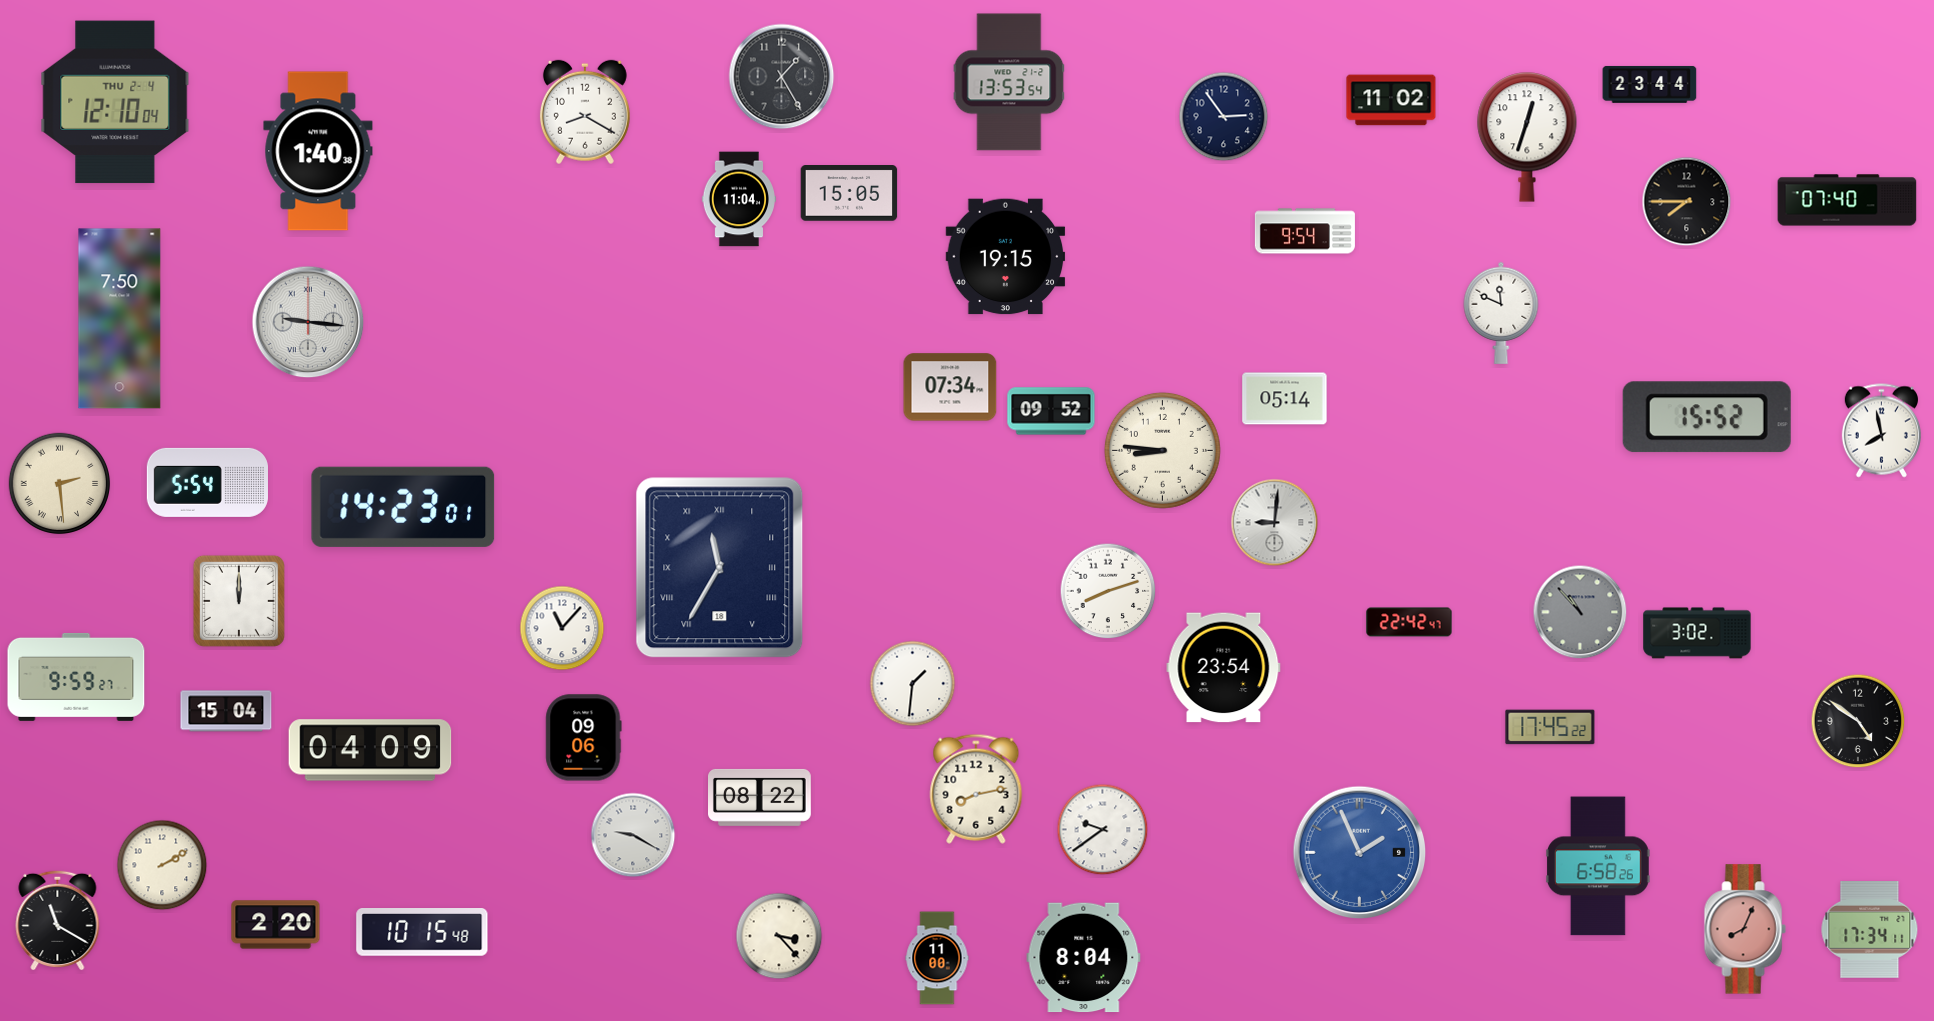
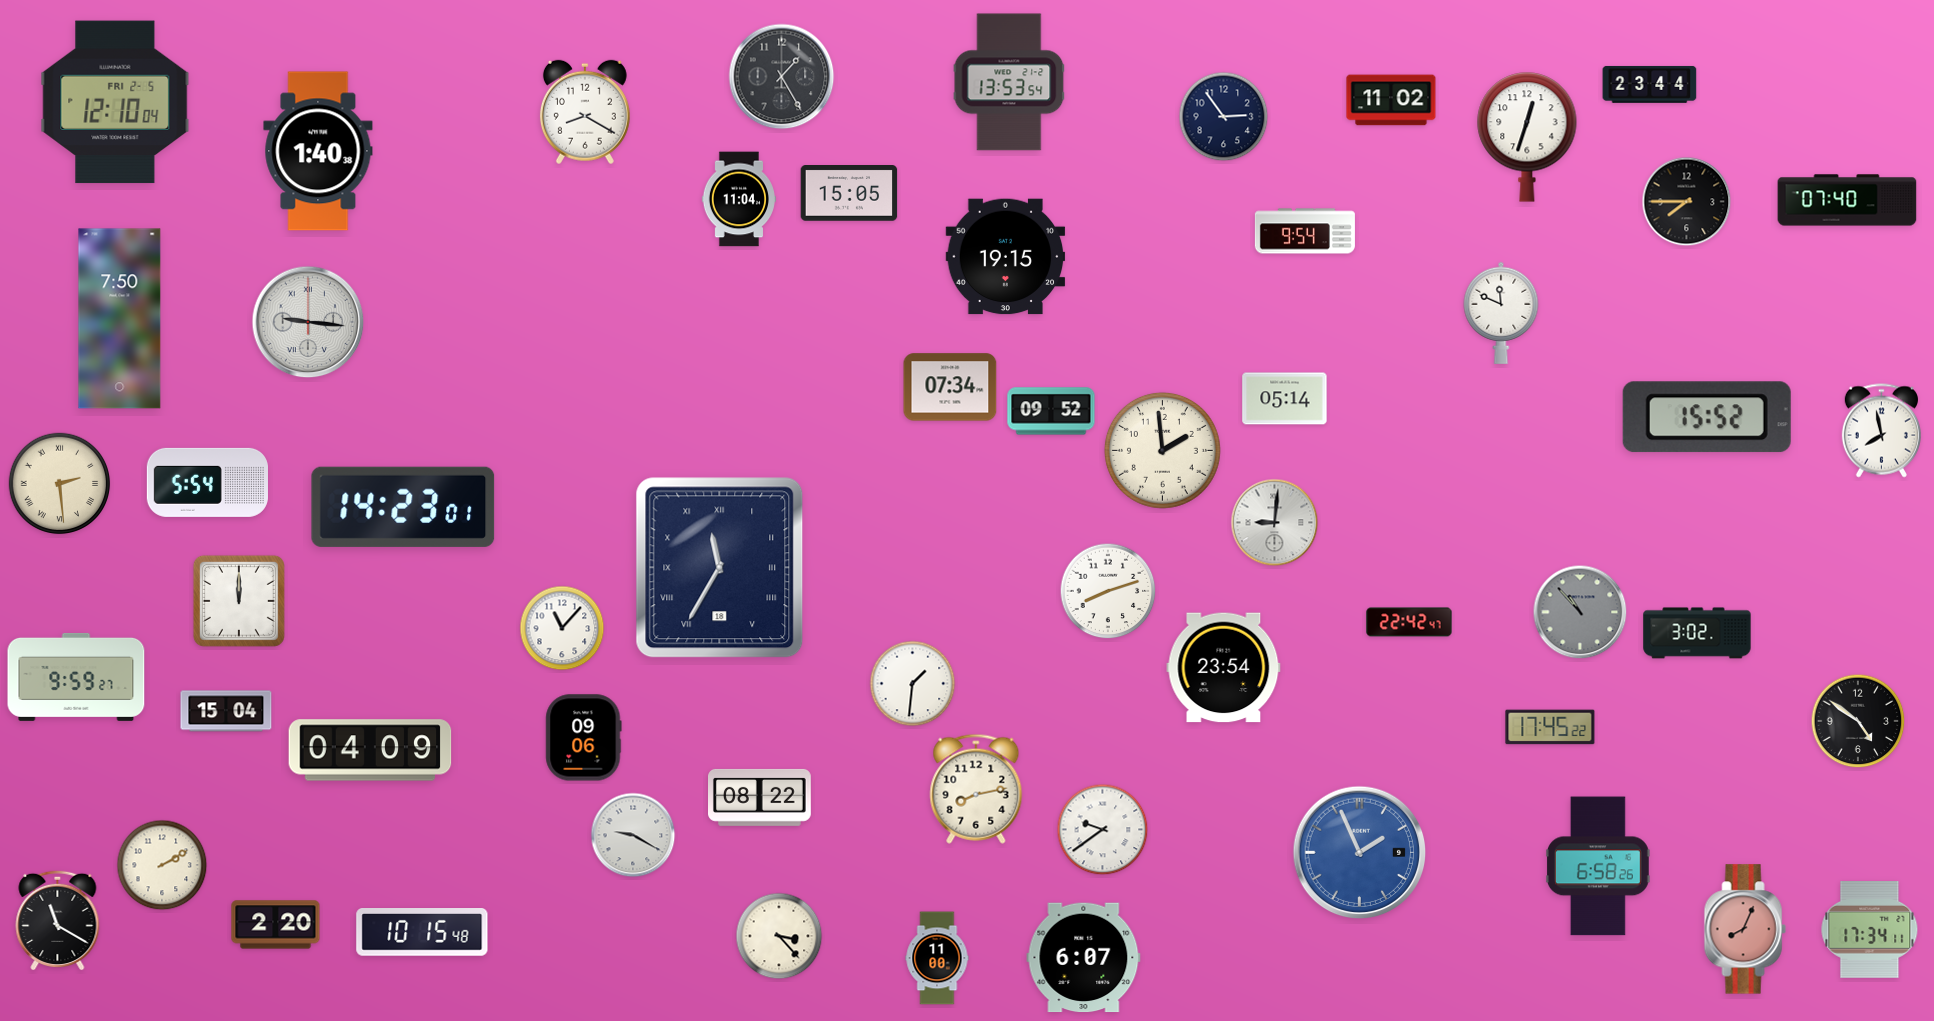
clock at (115, 102) date: THU 2-4 -> FRI 2-5
clock at (1162, 450): 8:46 -> 1:59
clock at (1084, 958): 8:04 -> 6:07
